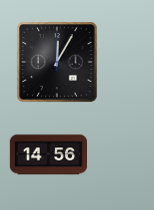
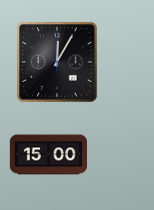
clock at (48, 155): 14:56 -> 15:00
